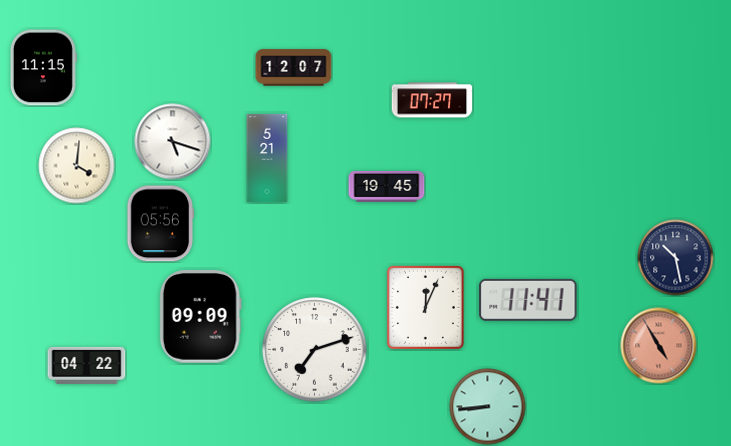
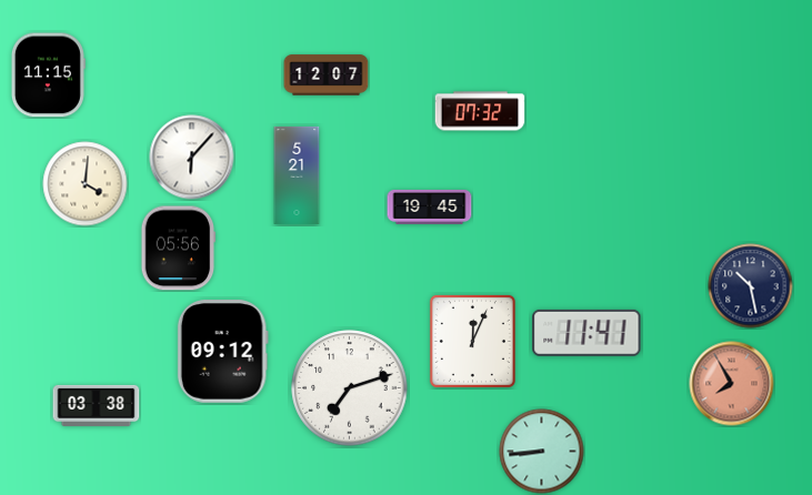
clock at (432, 100): 07:27 -> 07:32
clock at (173, 142): 5:18 -> 6:07
clock at (200, 317): 09:09 -> 09:12
clock at (659, 346): 4:55 -> 7:55
clock at (87, 365): 04:22 -> 03:38
